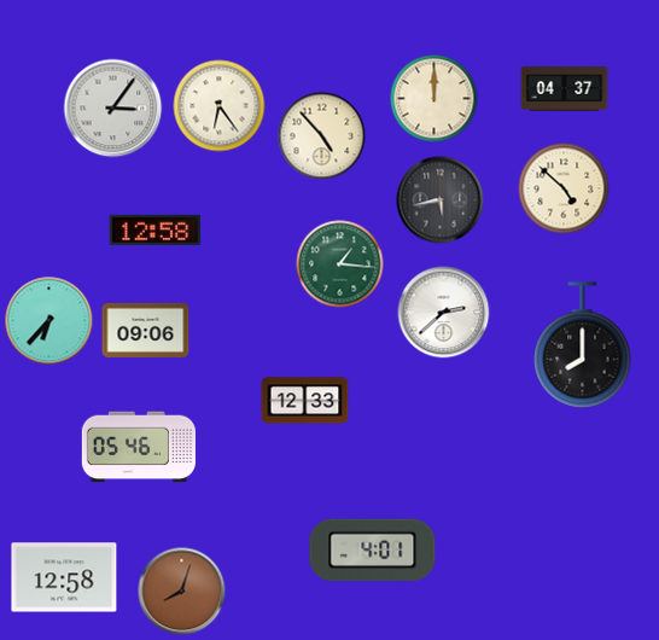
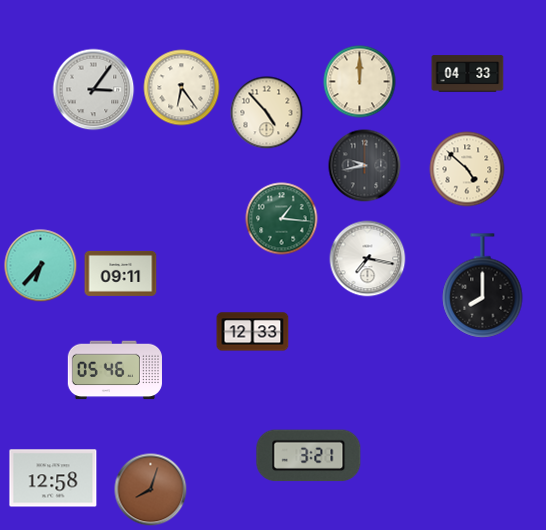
clock at (565, 89): 04:37 -> 04:33
clock at (564, 188) position: (564, 188) -> (467, 169)
clock at (441, 200): 5:43 -> 9:43
clock at (156, 229): 12:58 -> none
clock at (444, 313): 2:38 -> 7:17
clock at (146, 330): 09:06 -> 09:11
clock at (373, 551): 4:01 -> 3:21
